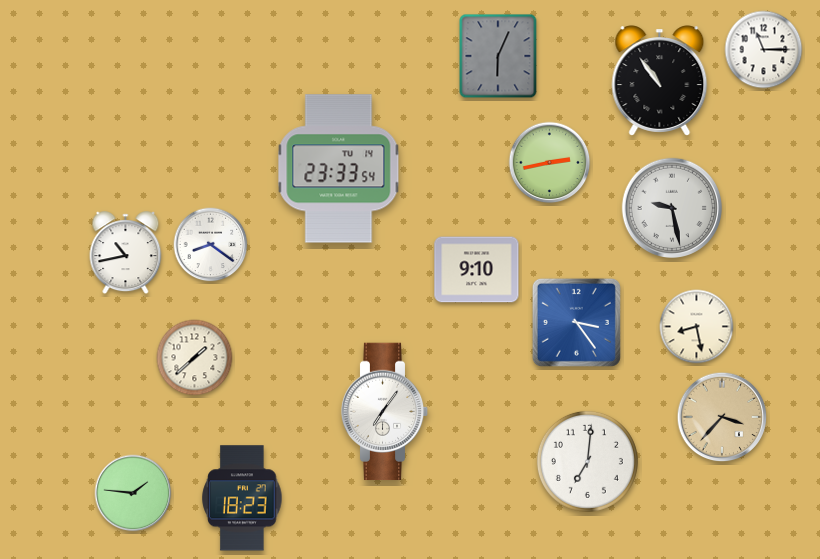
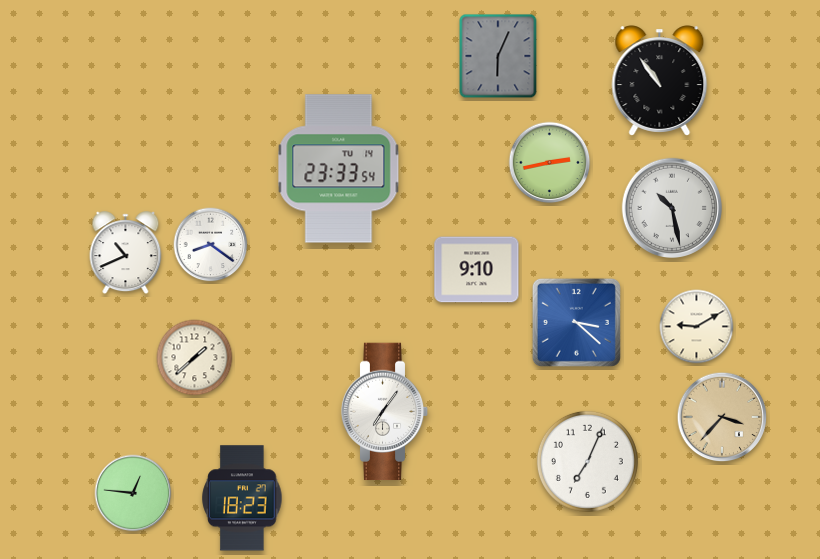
clock at (764, 50): 11:15 -> none
clock at (671, 207): 9:28 -> 10:28
clock at (126, 253): 10:43 -> 10:41
clock at (576, 322): 3:24 -> 3:22
clock at (697, 327): 8:28 -> 9:10
clock at (587, 461): 7:01 -> 7:04
clock at (133, 493): 1:46 -> 12:46
